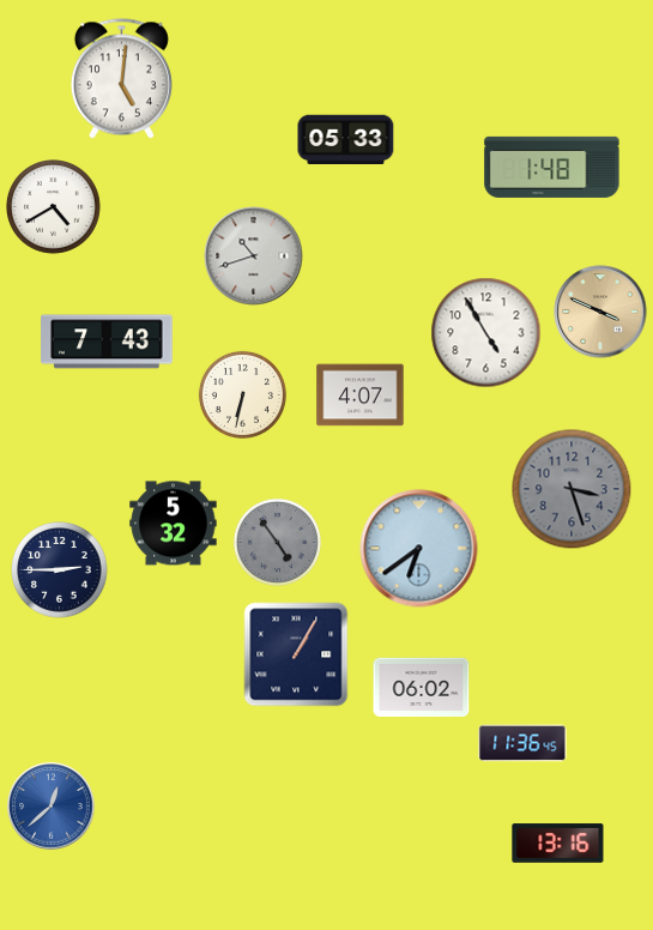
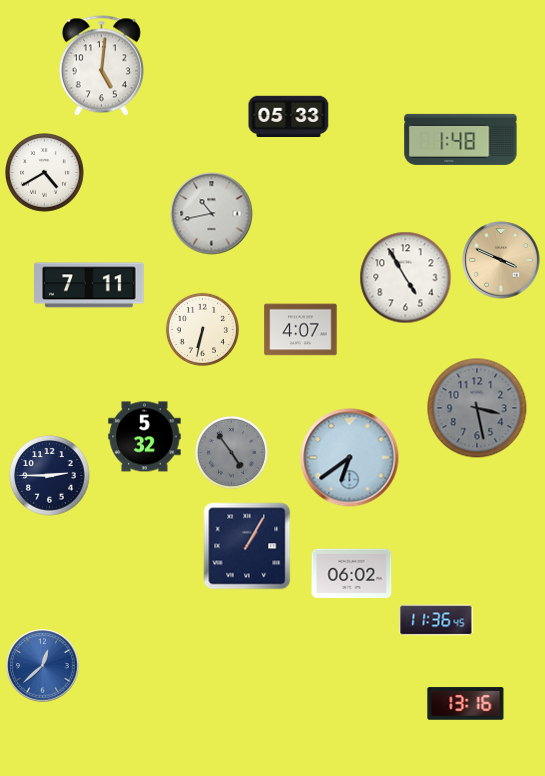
clock at (254, 256): 10:42 -> 10:43
clock at (107, 342): 7:43 -> 7:11
clock at (572, 489): 3:27 -> 3:28
clock at (52, 807) position: (52, 807) -> (43, 666)
